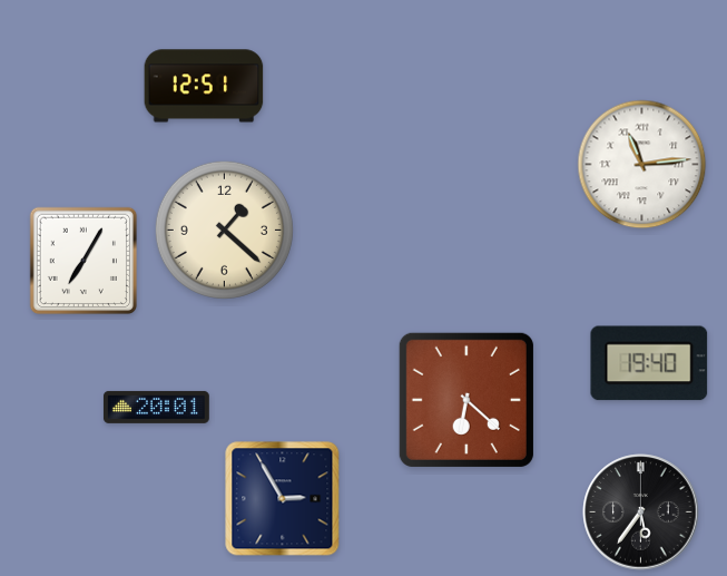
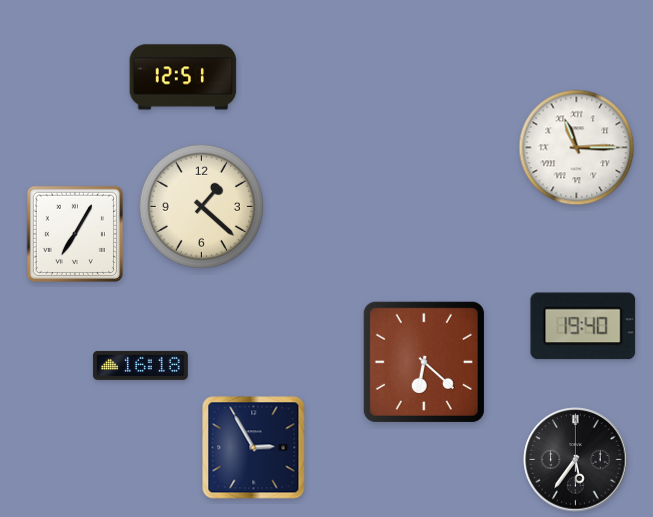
clock at (642, 165): 11:14 -> 11:15
clock at (466, 400) position: (466, 400) -> (424, 362)
clock at (156, 407): 20:01 -> 16:18
